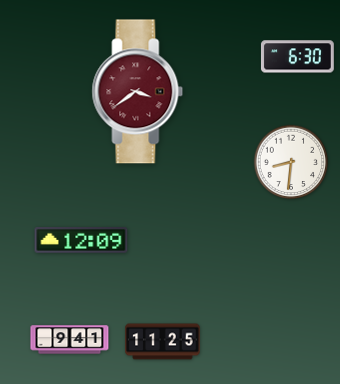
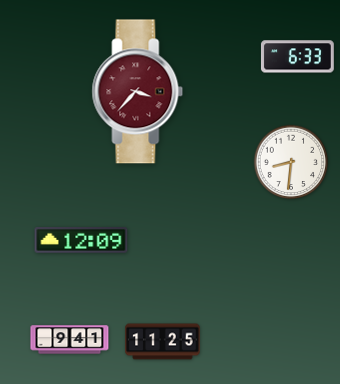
clock at (297, 57): 6:30 -> 6:33
clock at (138, 92): 3:39 -> 3:37
